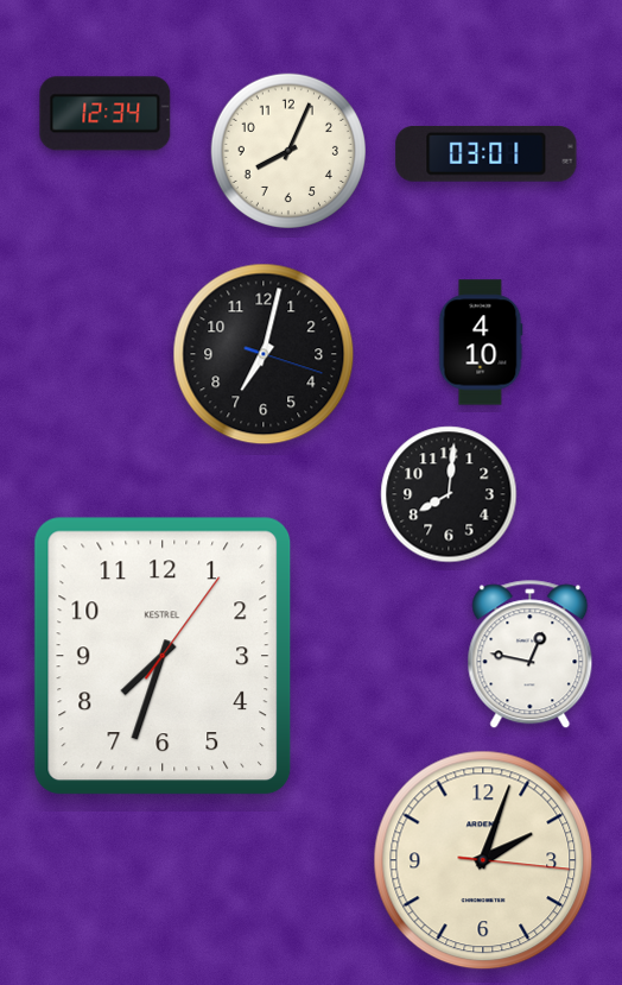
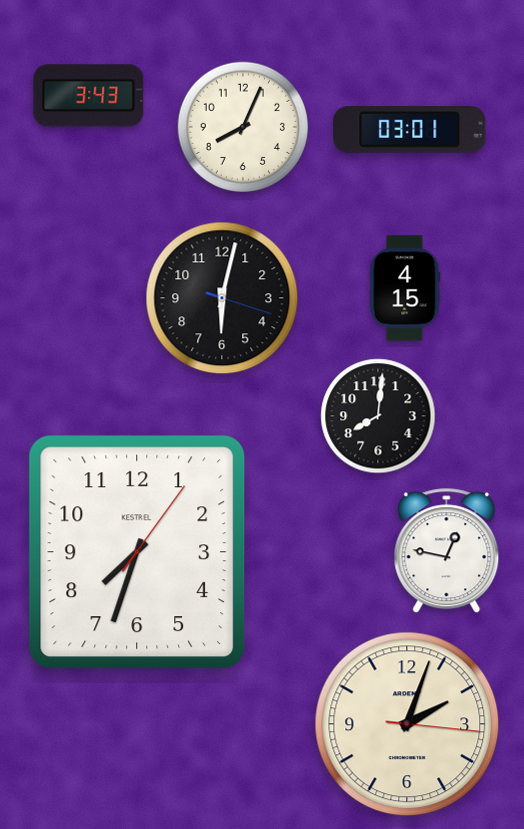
clock at (106, 114): 12:34 -> 3:43
clock at (481, 342): 4:10 -> 4:15
clock at (264, 354): 7:02 -> 6:02
